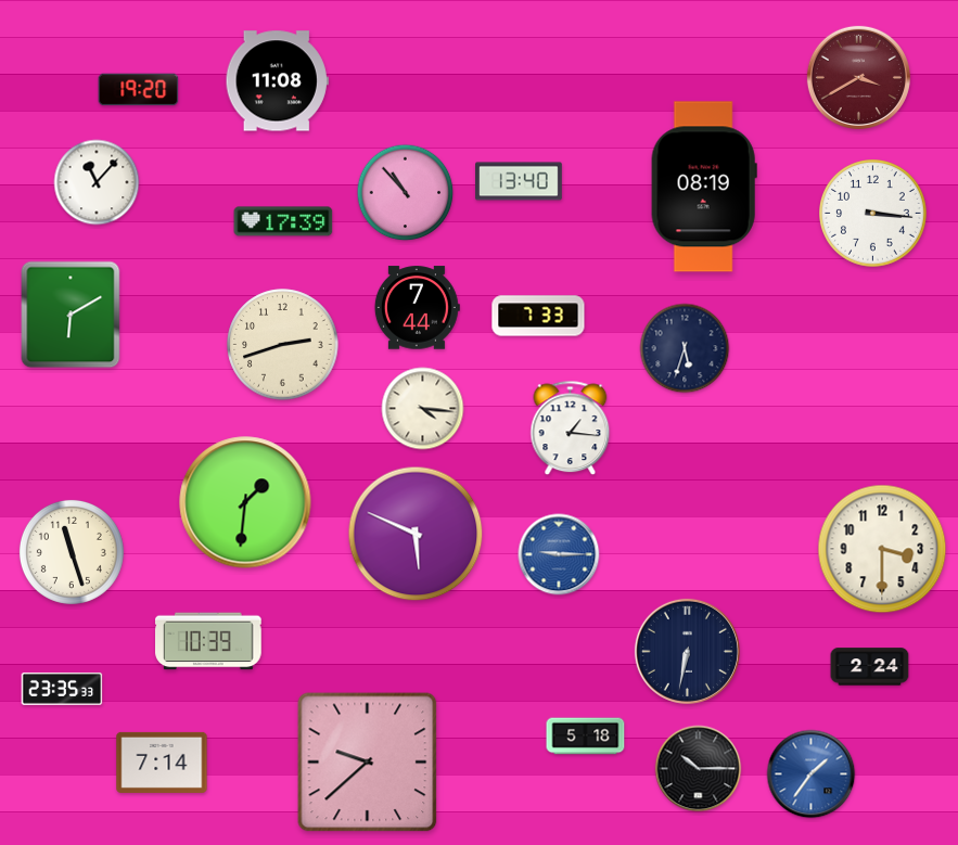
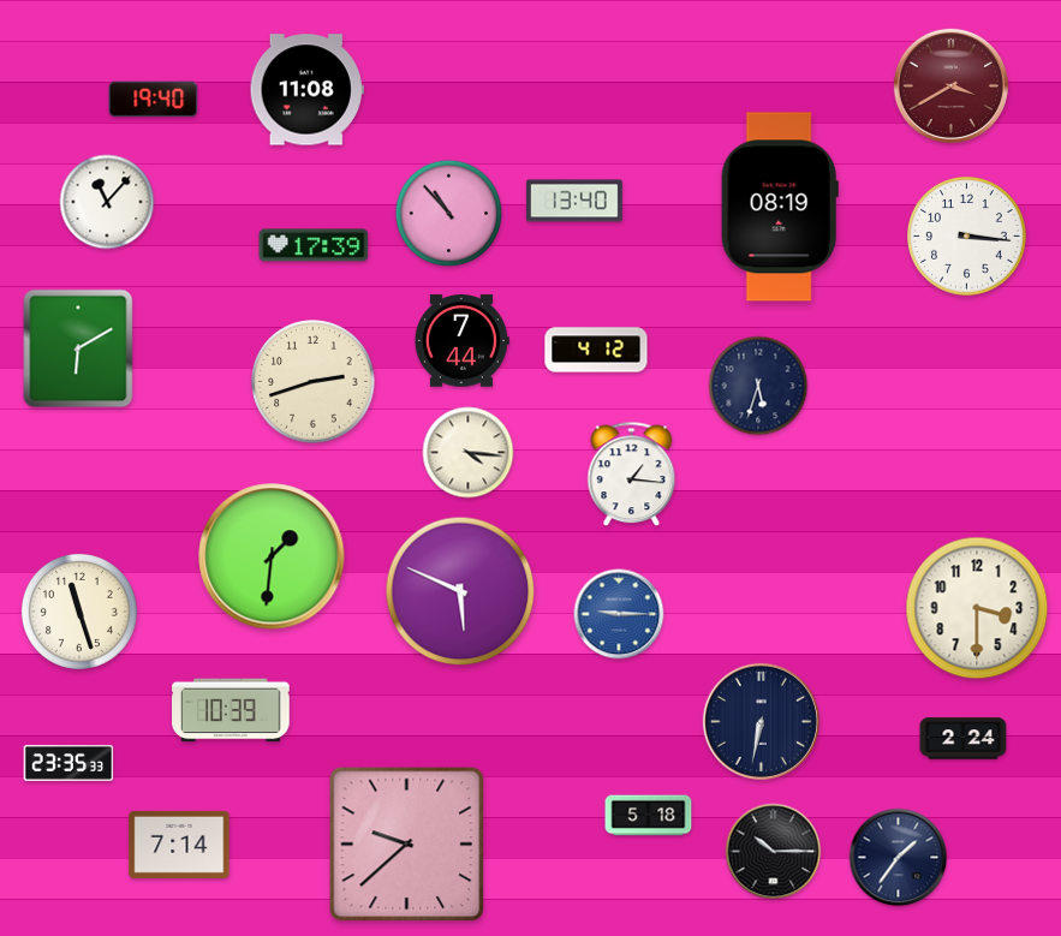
clock at (139, 90): 19:20 -> 19:40
clock at (538, 316): 7:33 -> 4:12
clock at (812, 774) dial: blue -> navy
